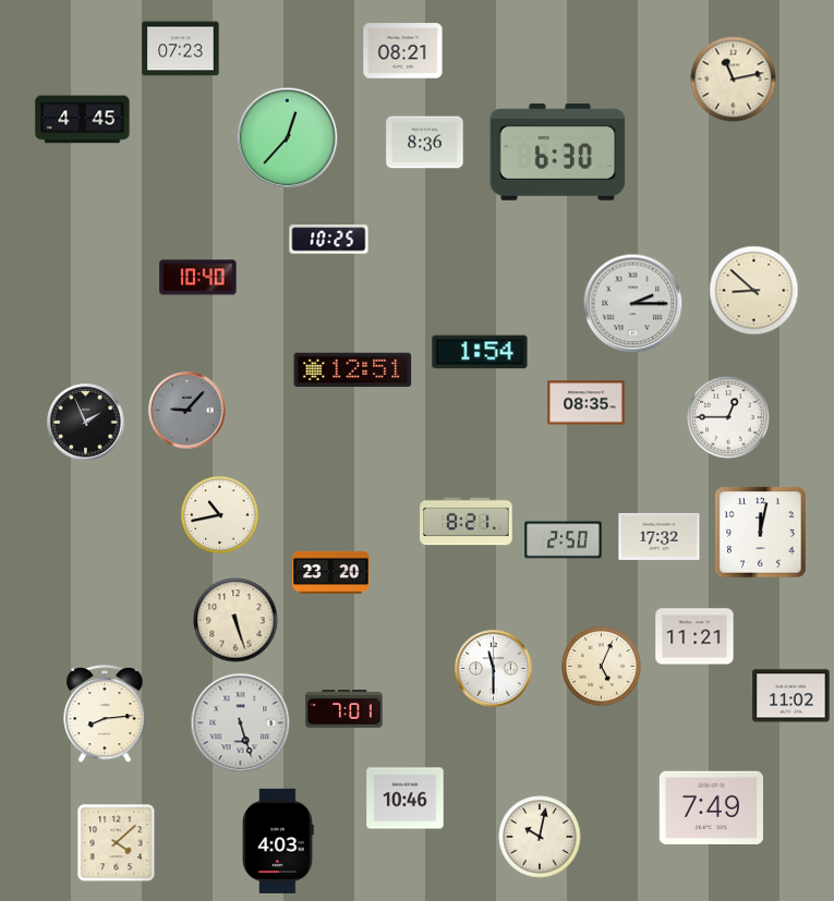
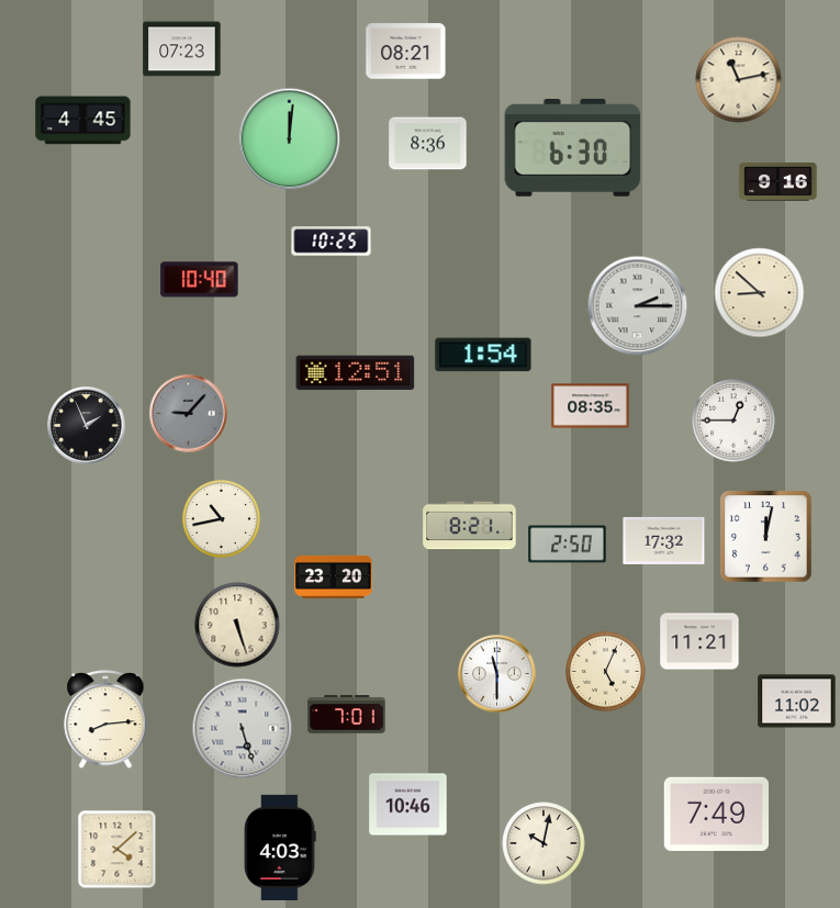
clock at (288, 138): 12:37 -> 12:01
clock at (558, 151) position: (558, 151) -> (573, 147)
clock at (779, 181): none -> 9:16
